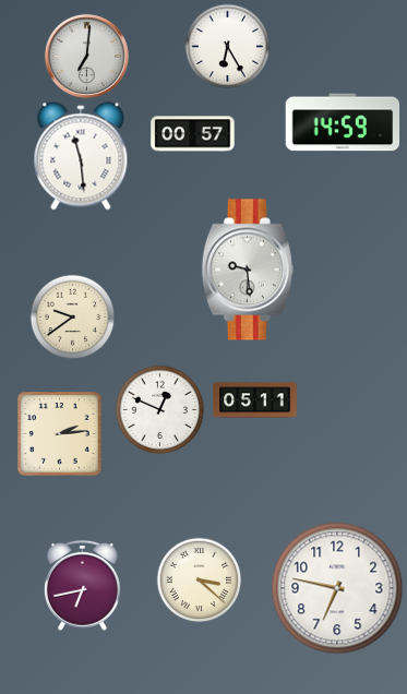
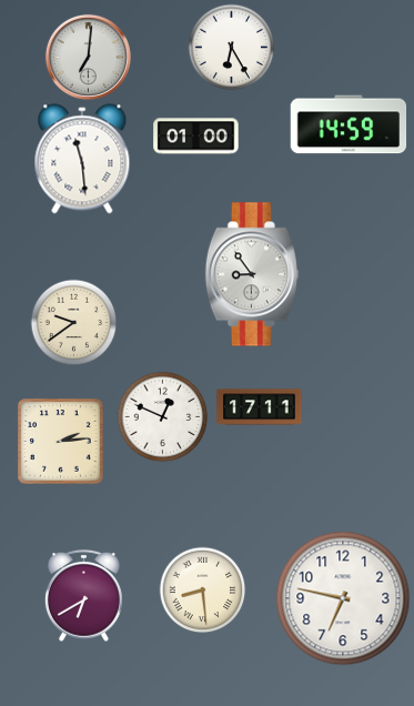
clock at (193, 134): 00:57 -> 01:00
clock at (248, 270): 9:29 -> 8:54
clock at (255, 400): 05:11 -> 17:11
clock at (199, 579): 3:22 -> 8:29
clock at (82, 585): 6:43 -> 6:40
